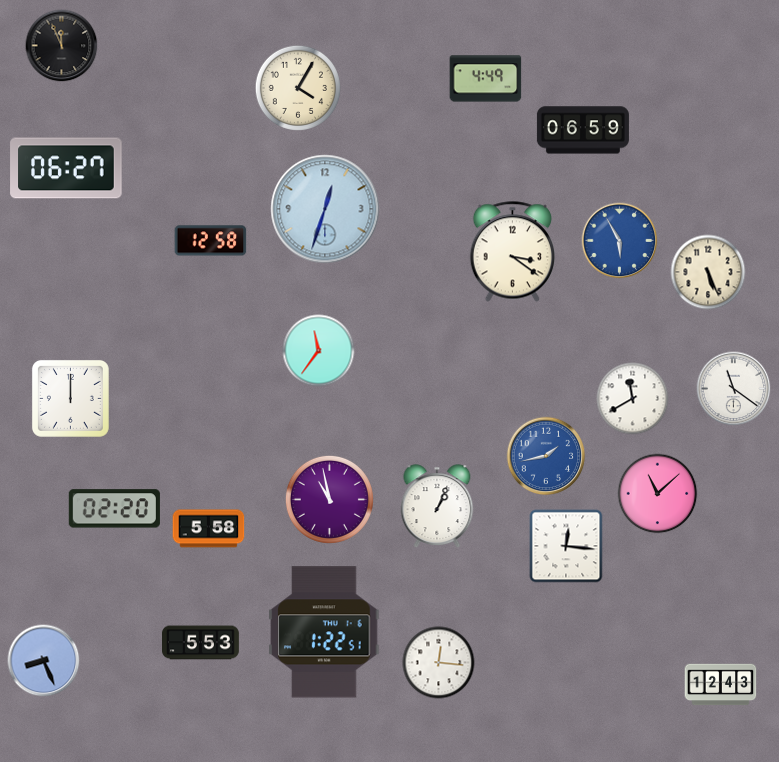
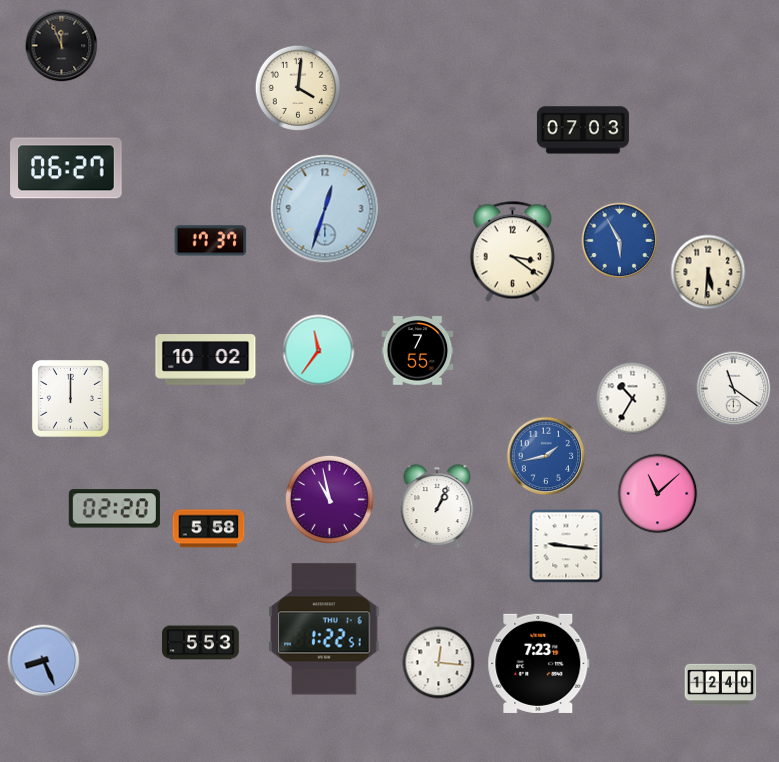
clock at (486, 79): 4:49 -> none
clock at (298, 88): 4:05 -> 4:01
clock at (583, 130): 06:59 -> 07:03
clock at (211, 241): 12:58 -> 17:37
clock at (708, 272): 5:26 -> 5:31
clock at (418, 351): none -> 7:55
clock at (206, 360): none -> 10:02
clock at (633, 399): 11:40 -> 10:35
clock at (566, 546): 12:16 -> 9:16
clock at (324, 632) position: (324, 632) -> (324, 629)
clock at (539, 663): none -> 7:23
clock at (721, 685): 12:43 -> 12:40
